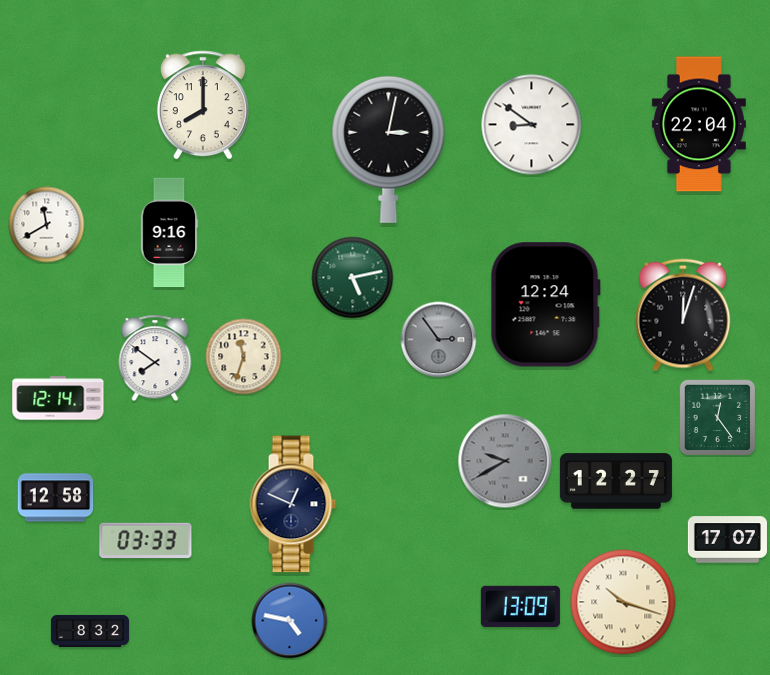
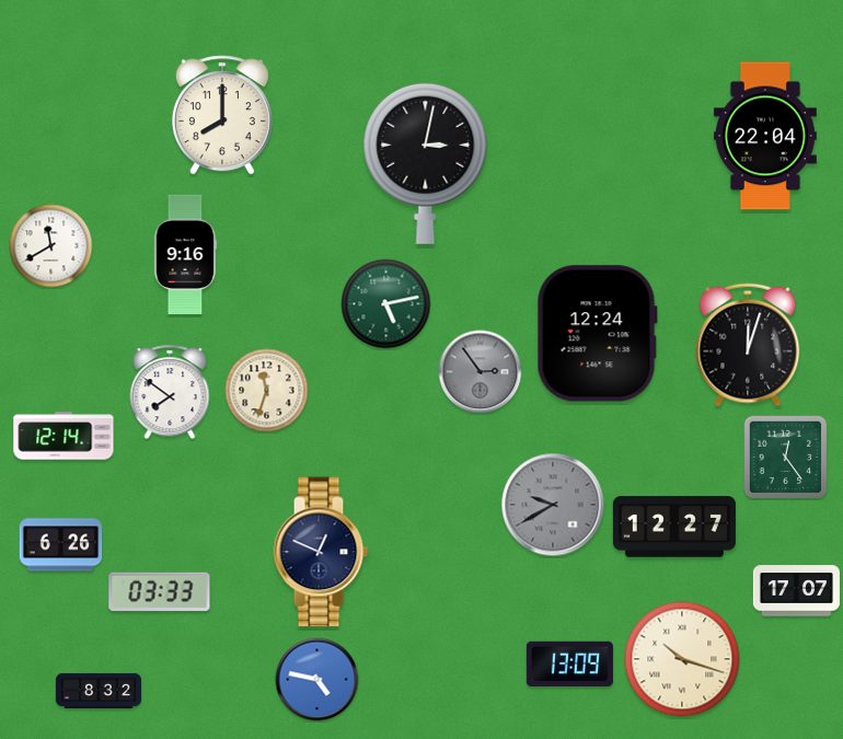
clock at (532, 125): 8:51 -> none
clock at (56, 498): 12:58 -> 6:26
